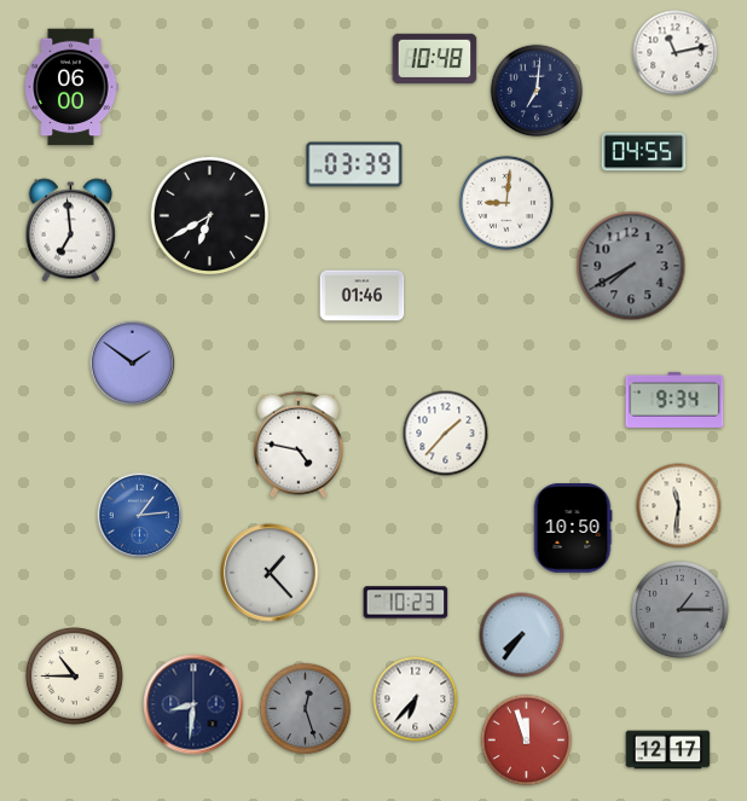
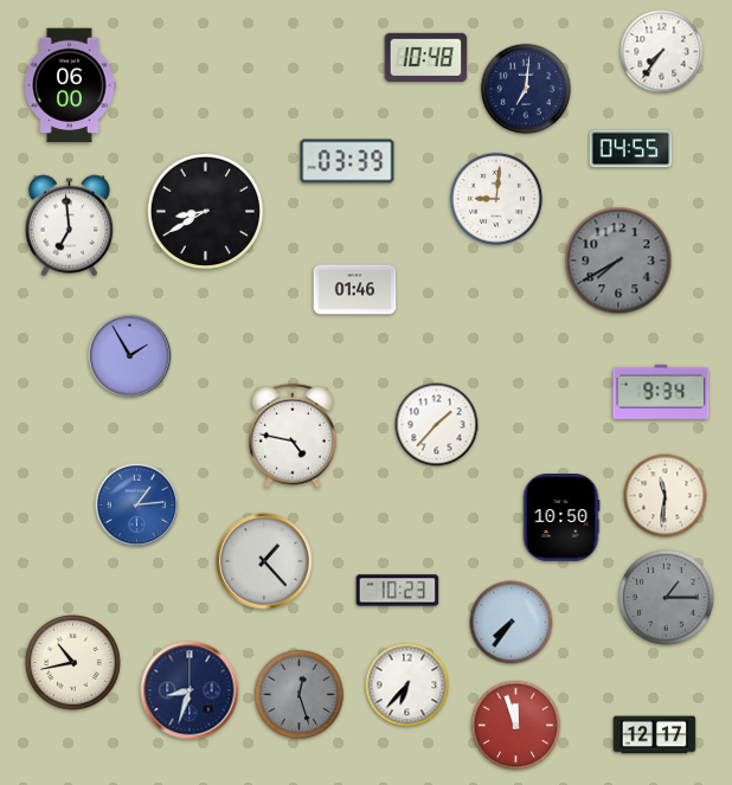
clock at (676, 53): 11:13 -> 7:36
clock at (210, 216): 6:40 -> 8:40
clock at (133, 364): 1:51 -> 1:55
clock at (75, 677): 10:45 -> 10:43
clock at (193, 704): 8:31 -> 8:33
